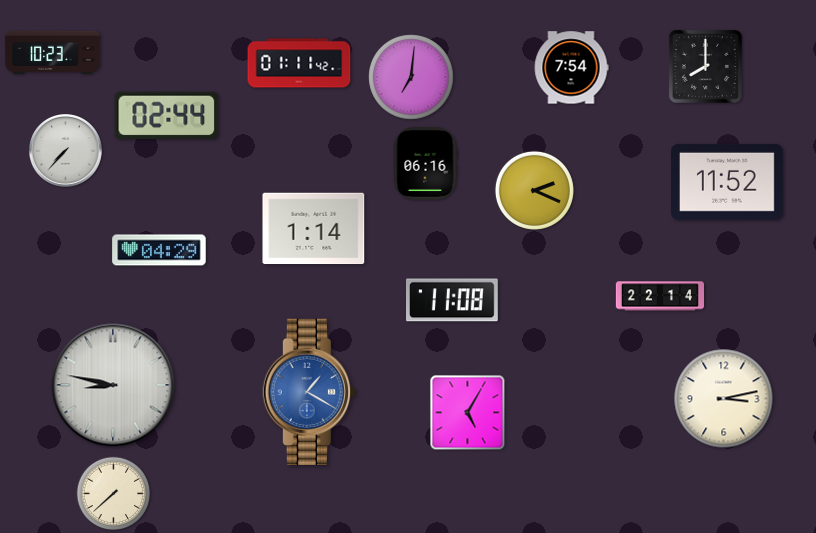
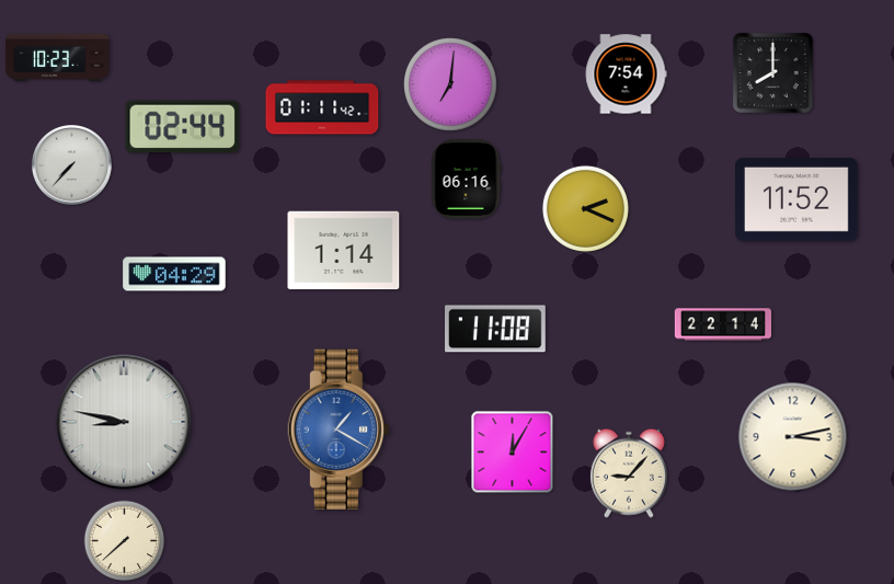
clock at (299, 63) position: (299, 63) -> (322, 107)
clock at (468, 413): 5:05 -> 12:05
clock at (629, 473): none -> 9:07
